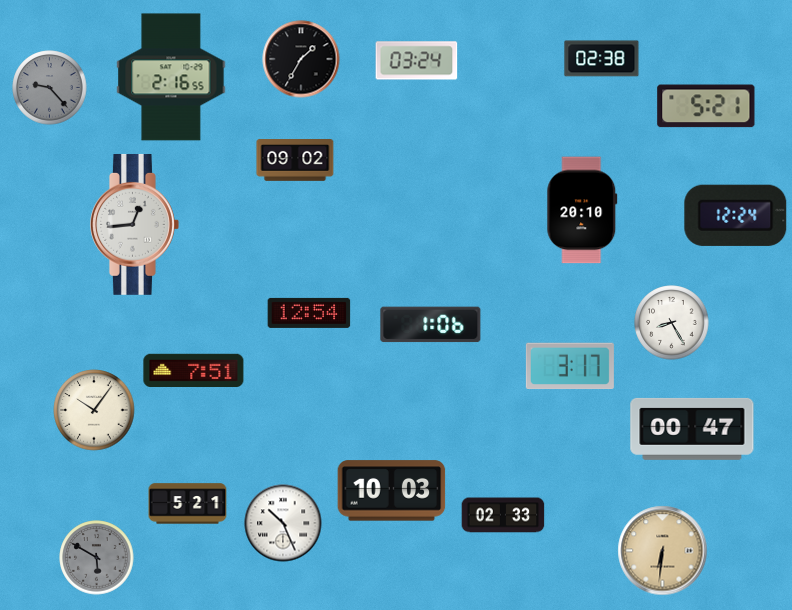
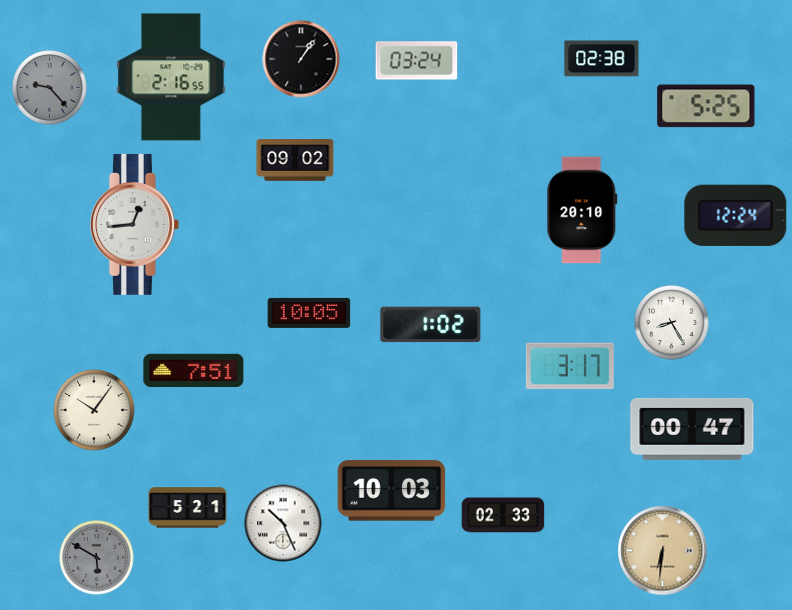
clock at (301, 59): 1:35 -> 1:06
clock at (706, 106): 5:21 -> 5:25
clock at (309, 313): 12:54 -> 10:05
clock at (431, 325): 1:06 -> 1:02
clock at (188, 504) position: (188, 504) -> (188, 508)
